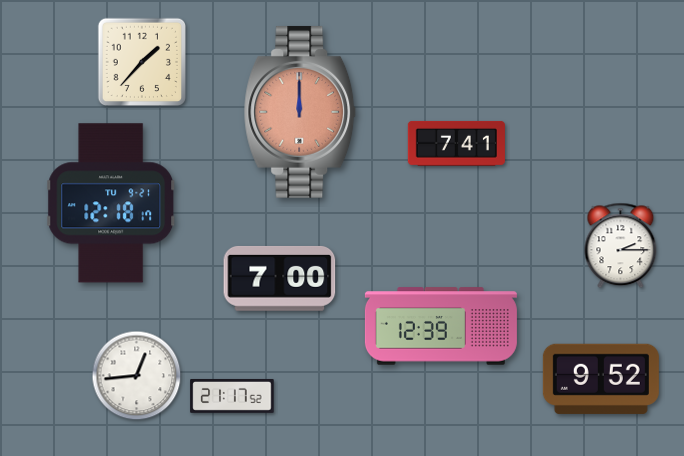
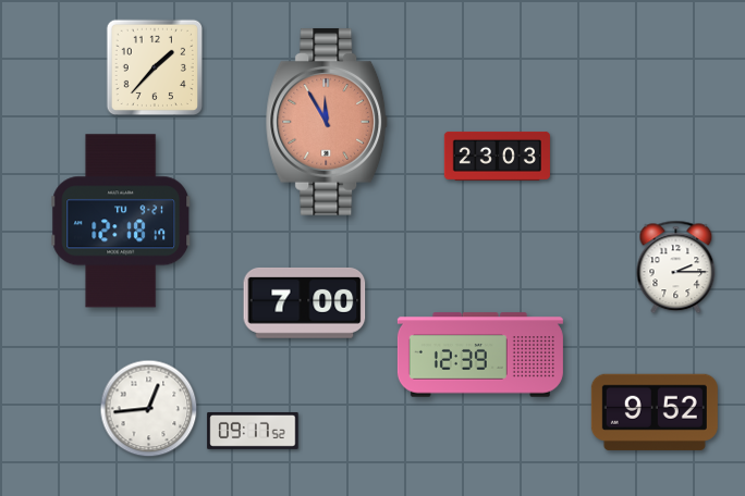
clock at (300, 112): 12:00 -> 11:55
clock at (456, 143): 7:41 -> 23:03
clock at (232, 396): 21:17 -> 09:17
